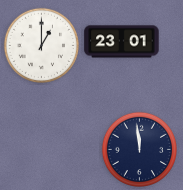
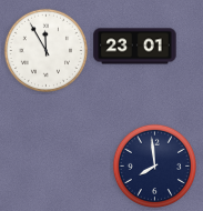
clock at (41, 45): 1:00 -> 11:55
clock at (139, 149): 11:59 -> 7:59
